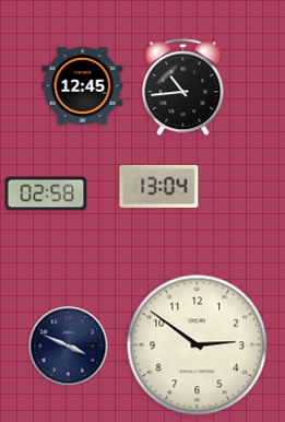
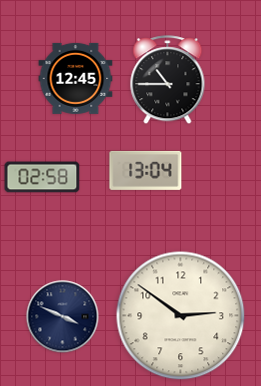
clock at (183, 87): 10:44 -> 10:45
